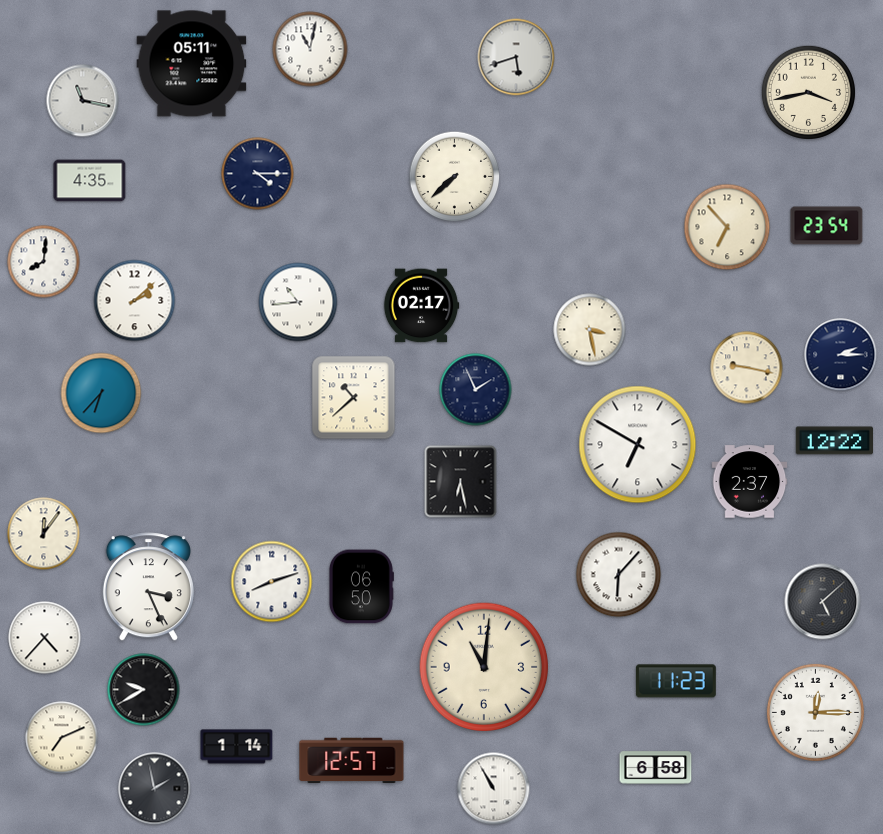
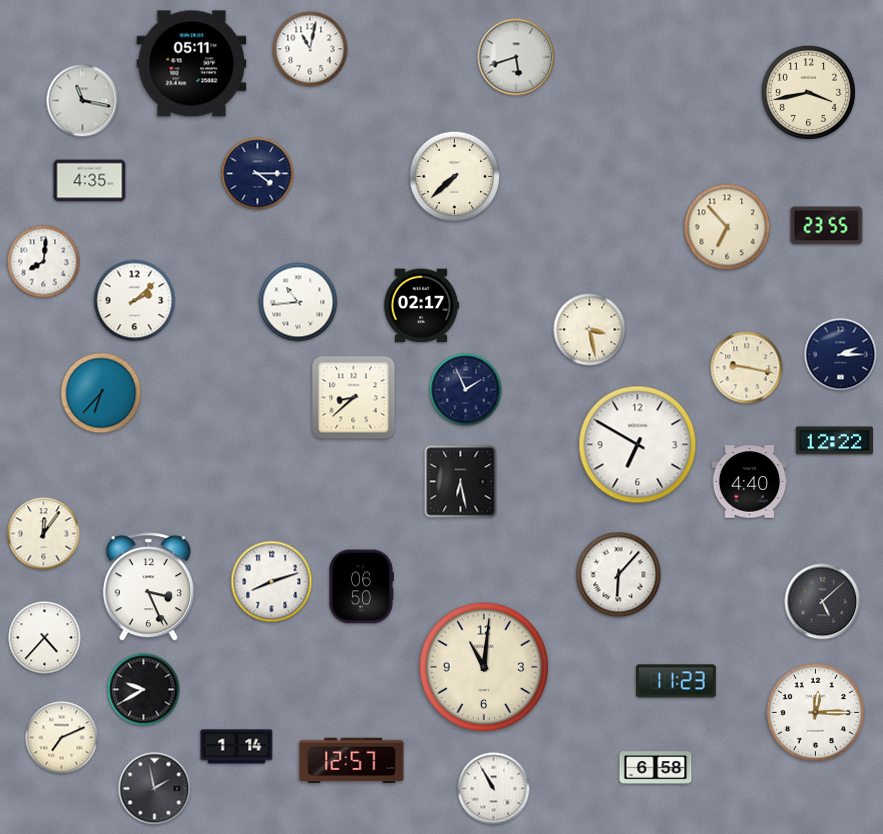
clock at (827, 226): 23:54 -> 23:55
clock at (476, 390) position: (476, 390) -> (466, 390)
clock at (354, 398): 10:38 -> 8:38
clock at (750, 482): 2:37 -> 4:40
